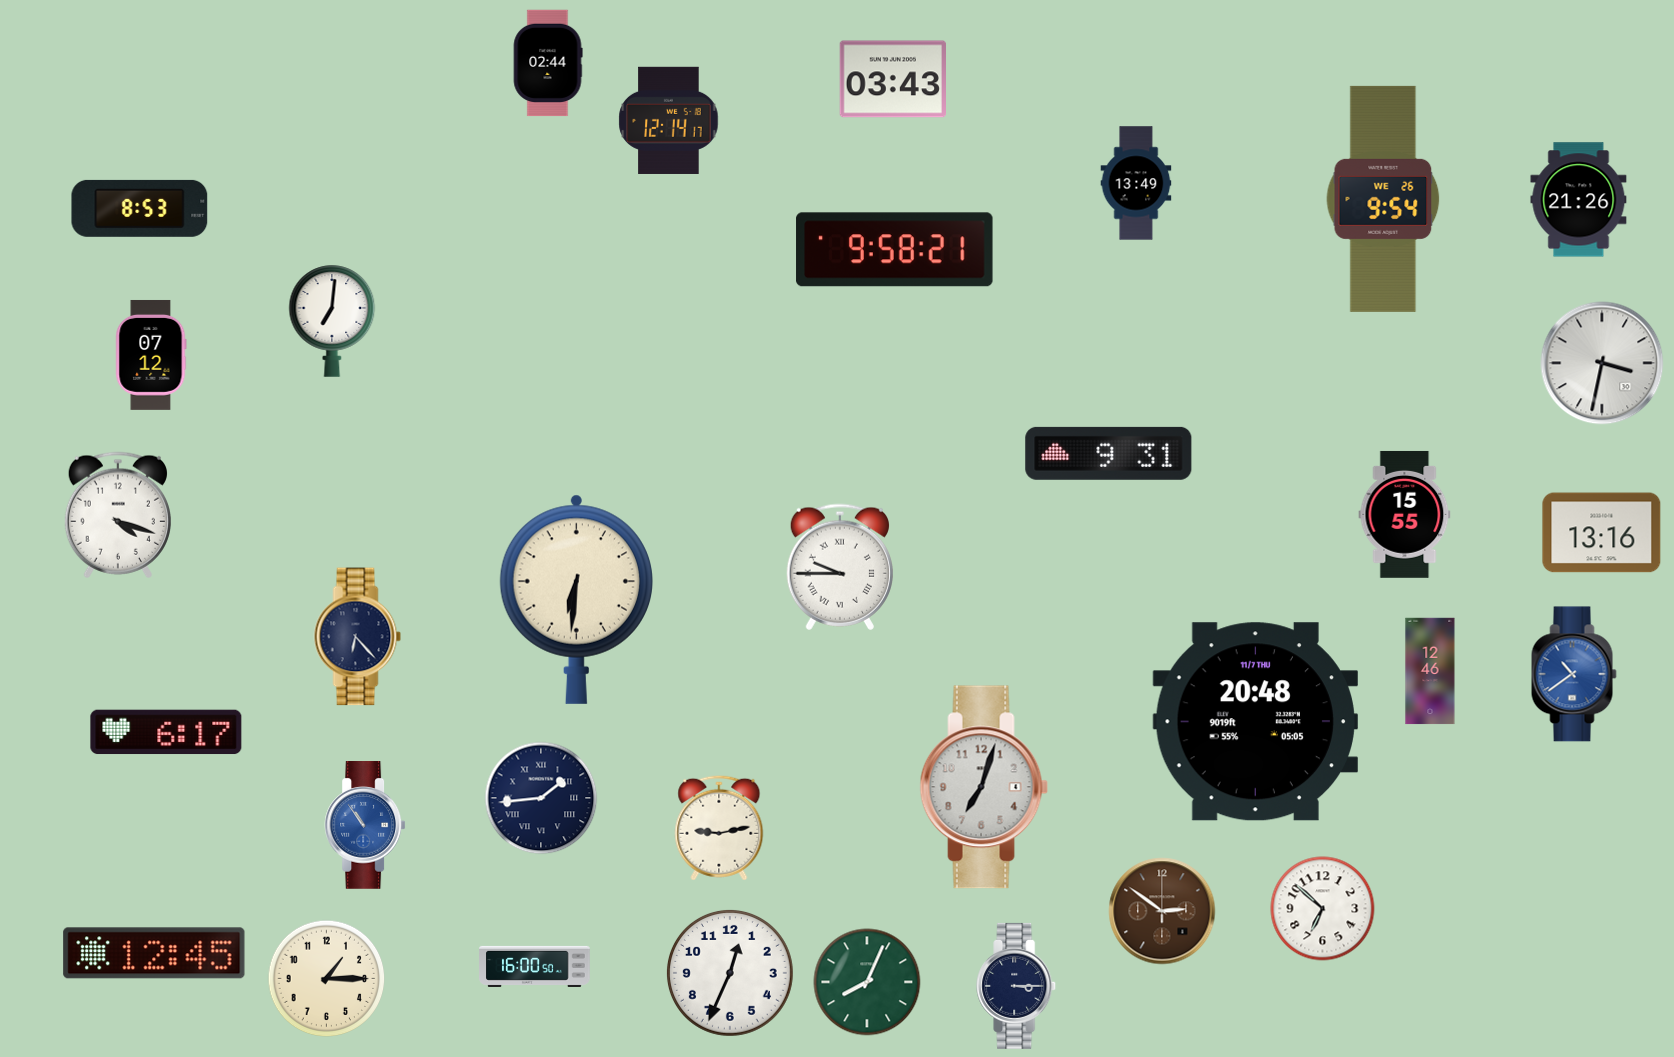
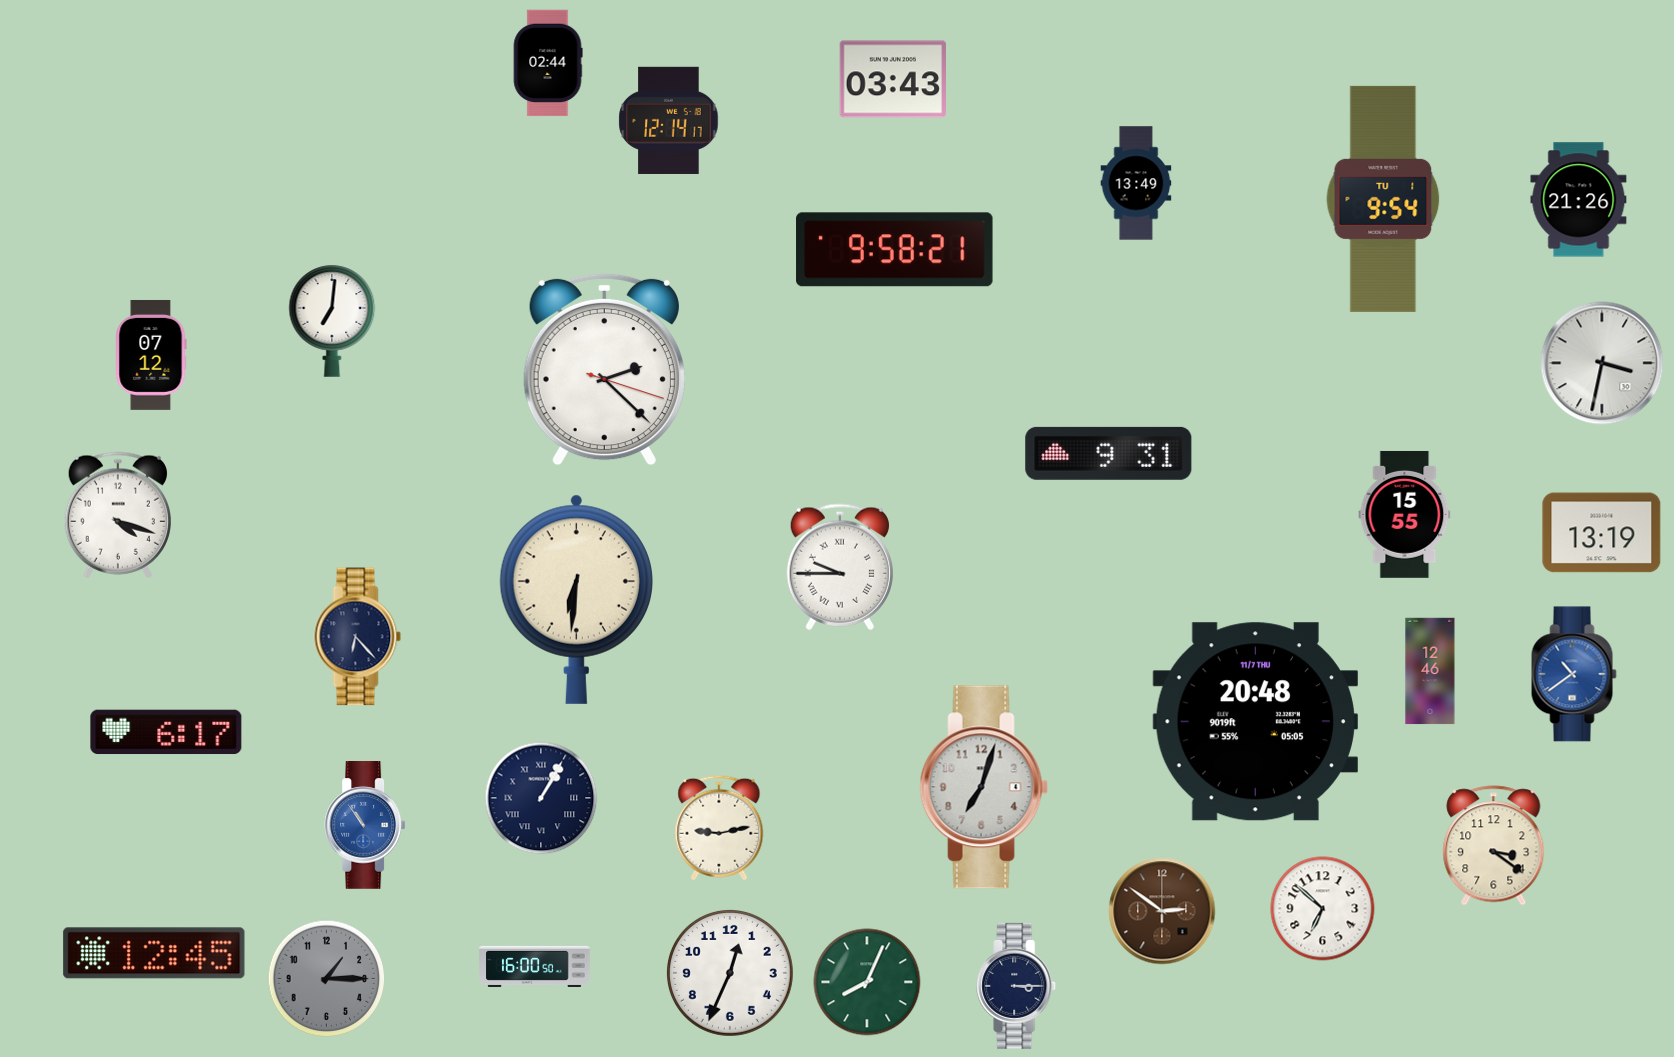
clock at (1383, 199) date: WE 26 -> TU 1
clock at (140, 208): 8:53 -> none
clock at (604, 369): none -> 2:22
clock at (1602, 533): 13:16 -> 13:19
clock at (541, 798): 1:44 -> 1:05
clock at (1494, 846): none -> 3:21
clock at (327, 979) dial: cream -> grey
